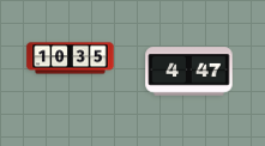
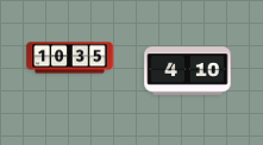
clock at (189, 72): 4:47 -> 4:10
